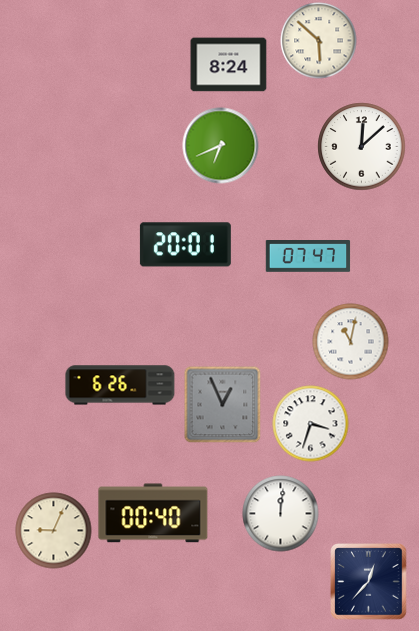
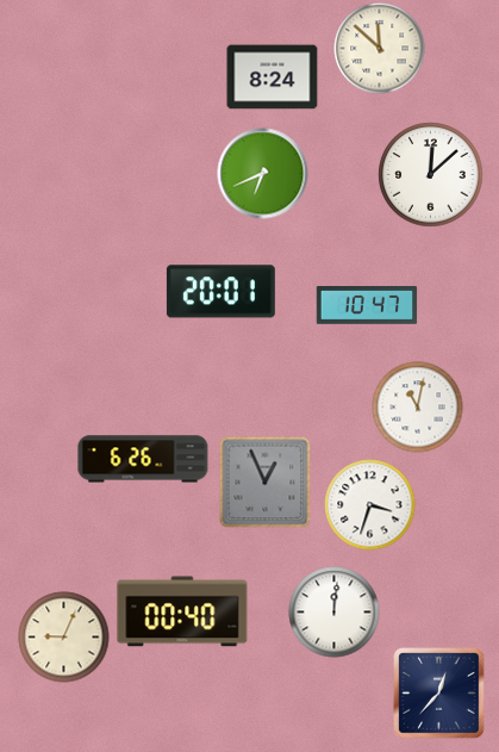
clock at (319, 41): 5:52 -> 11:52
clock at (308, 256): 07:47 -> 10:47
clock at (54, 531) position: (54, 531) -> (64, 638)
